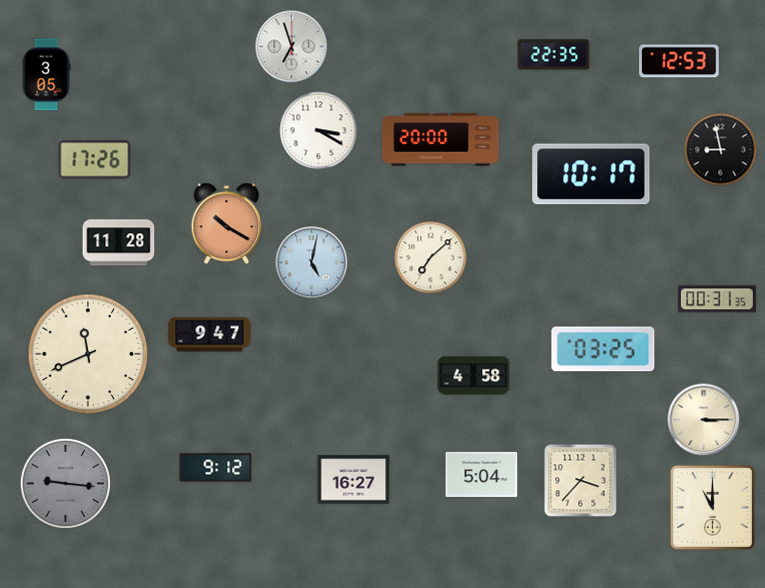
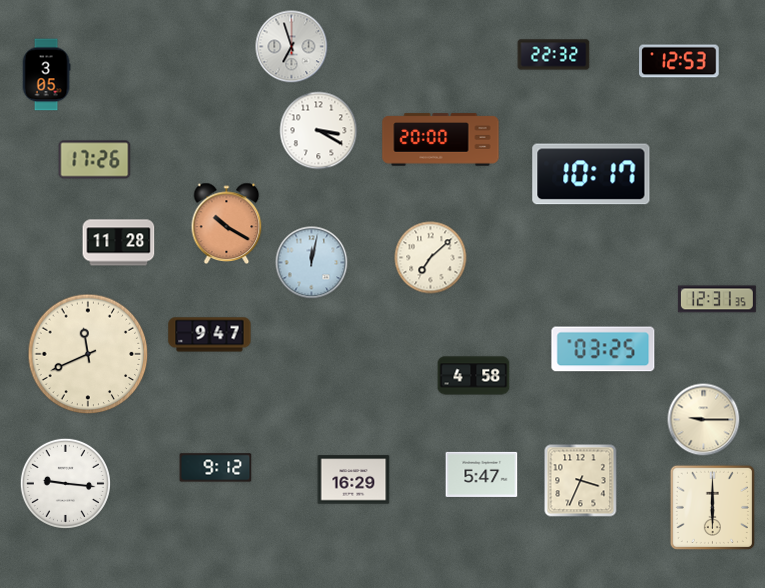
clock at (554, 55): 22:35 -> 22:32
clock at (721, 150): 8:58 -> none
clock at (312, 263): 5:02 -> 12:02
clock at (717, 299): 00:31 -> 12:31
clock at (704, 420): 3:15 -> 9:15
clock at (482, 474): 5:04 -> 5:47
clock at (354, 480): 16:27 -> 16:29
clock at (581, 481): 3:37 -> 3:34
clock at (65, 483) dial: grey -> white
clock at (712, 507): 11:00 -> 6:00
